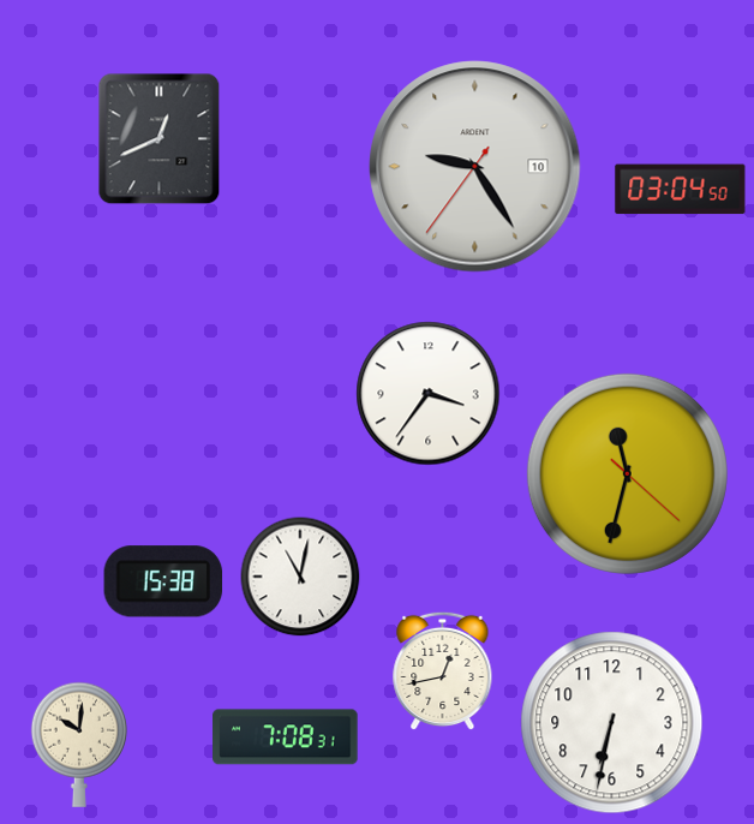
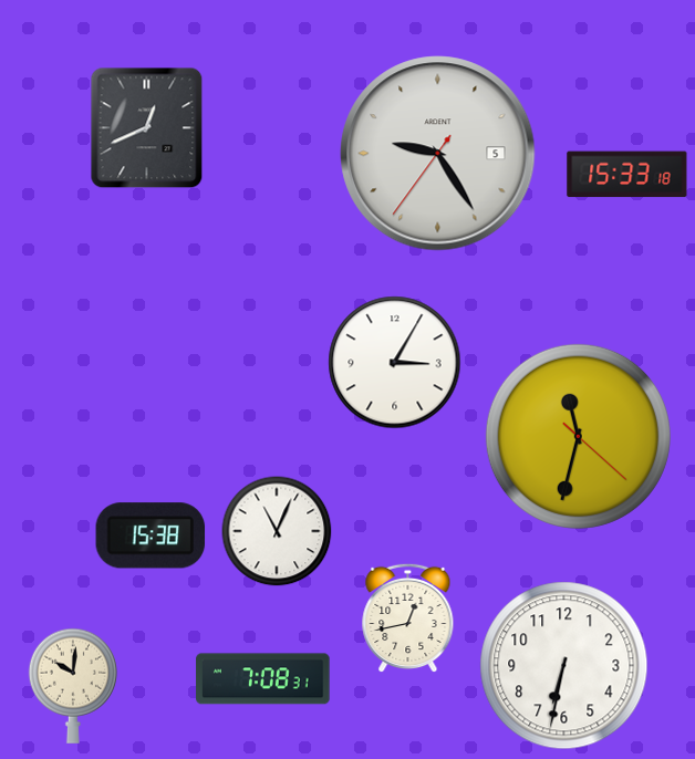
clock at (475, 167) date: 10 -> 5
clock at (681, 190): 03:04 -> 15:33
clock at (429, 394): 3:36 -> 3:05
clock at (300, 577): 11:02 -> 11:04
